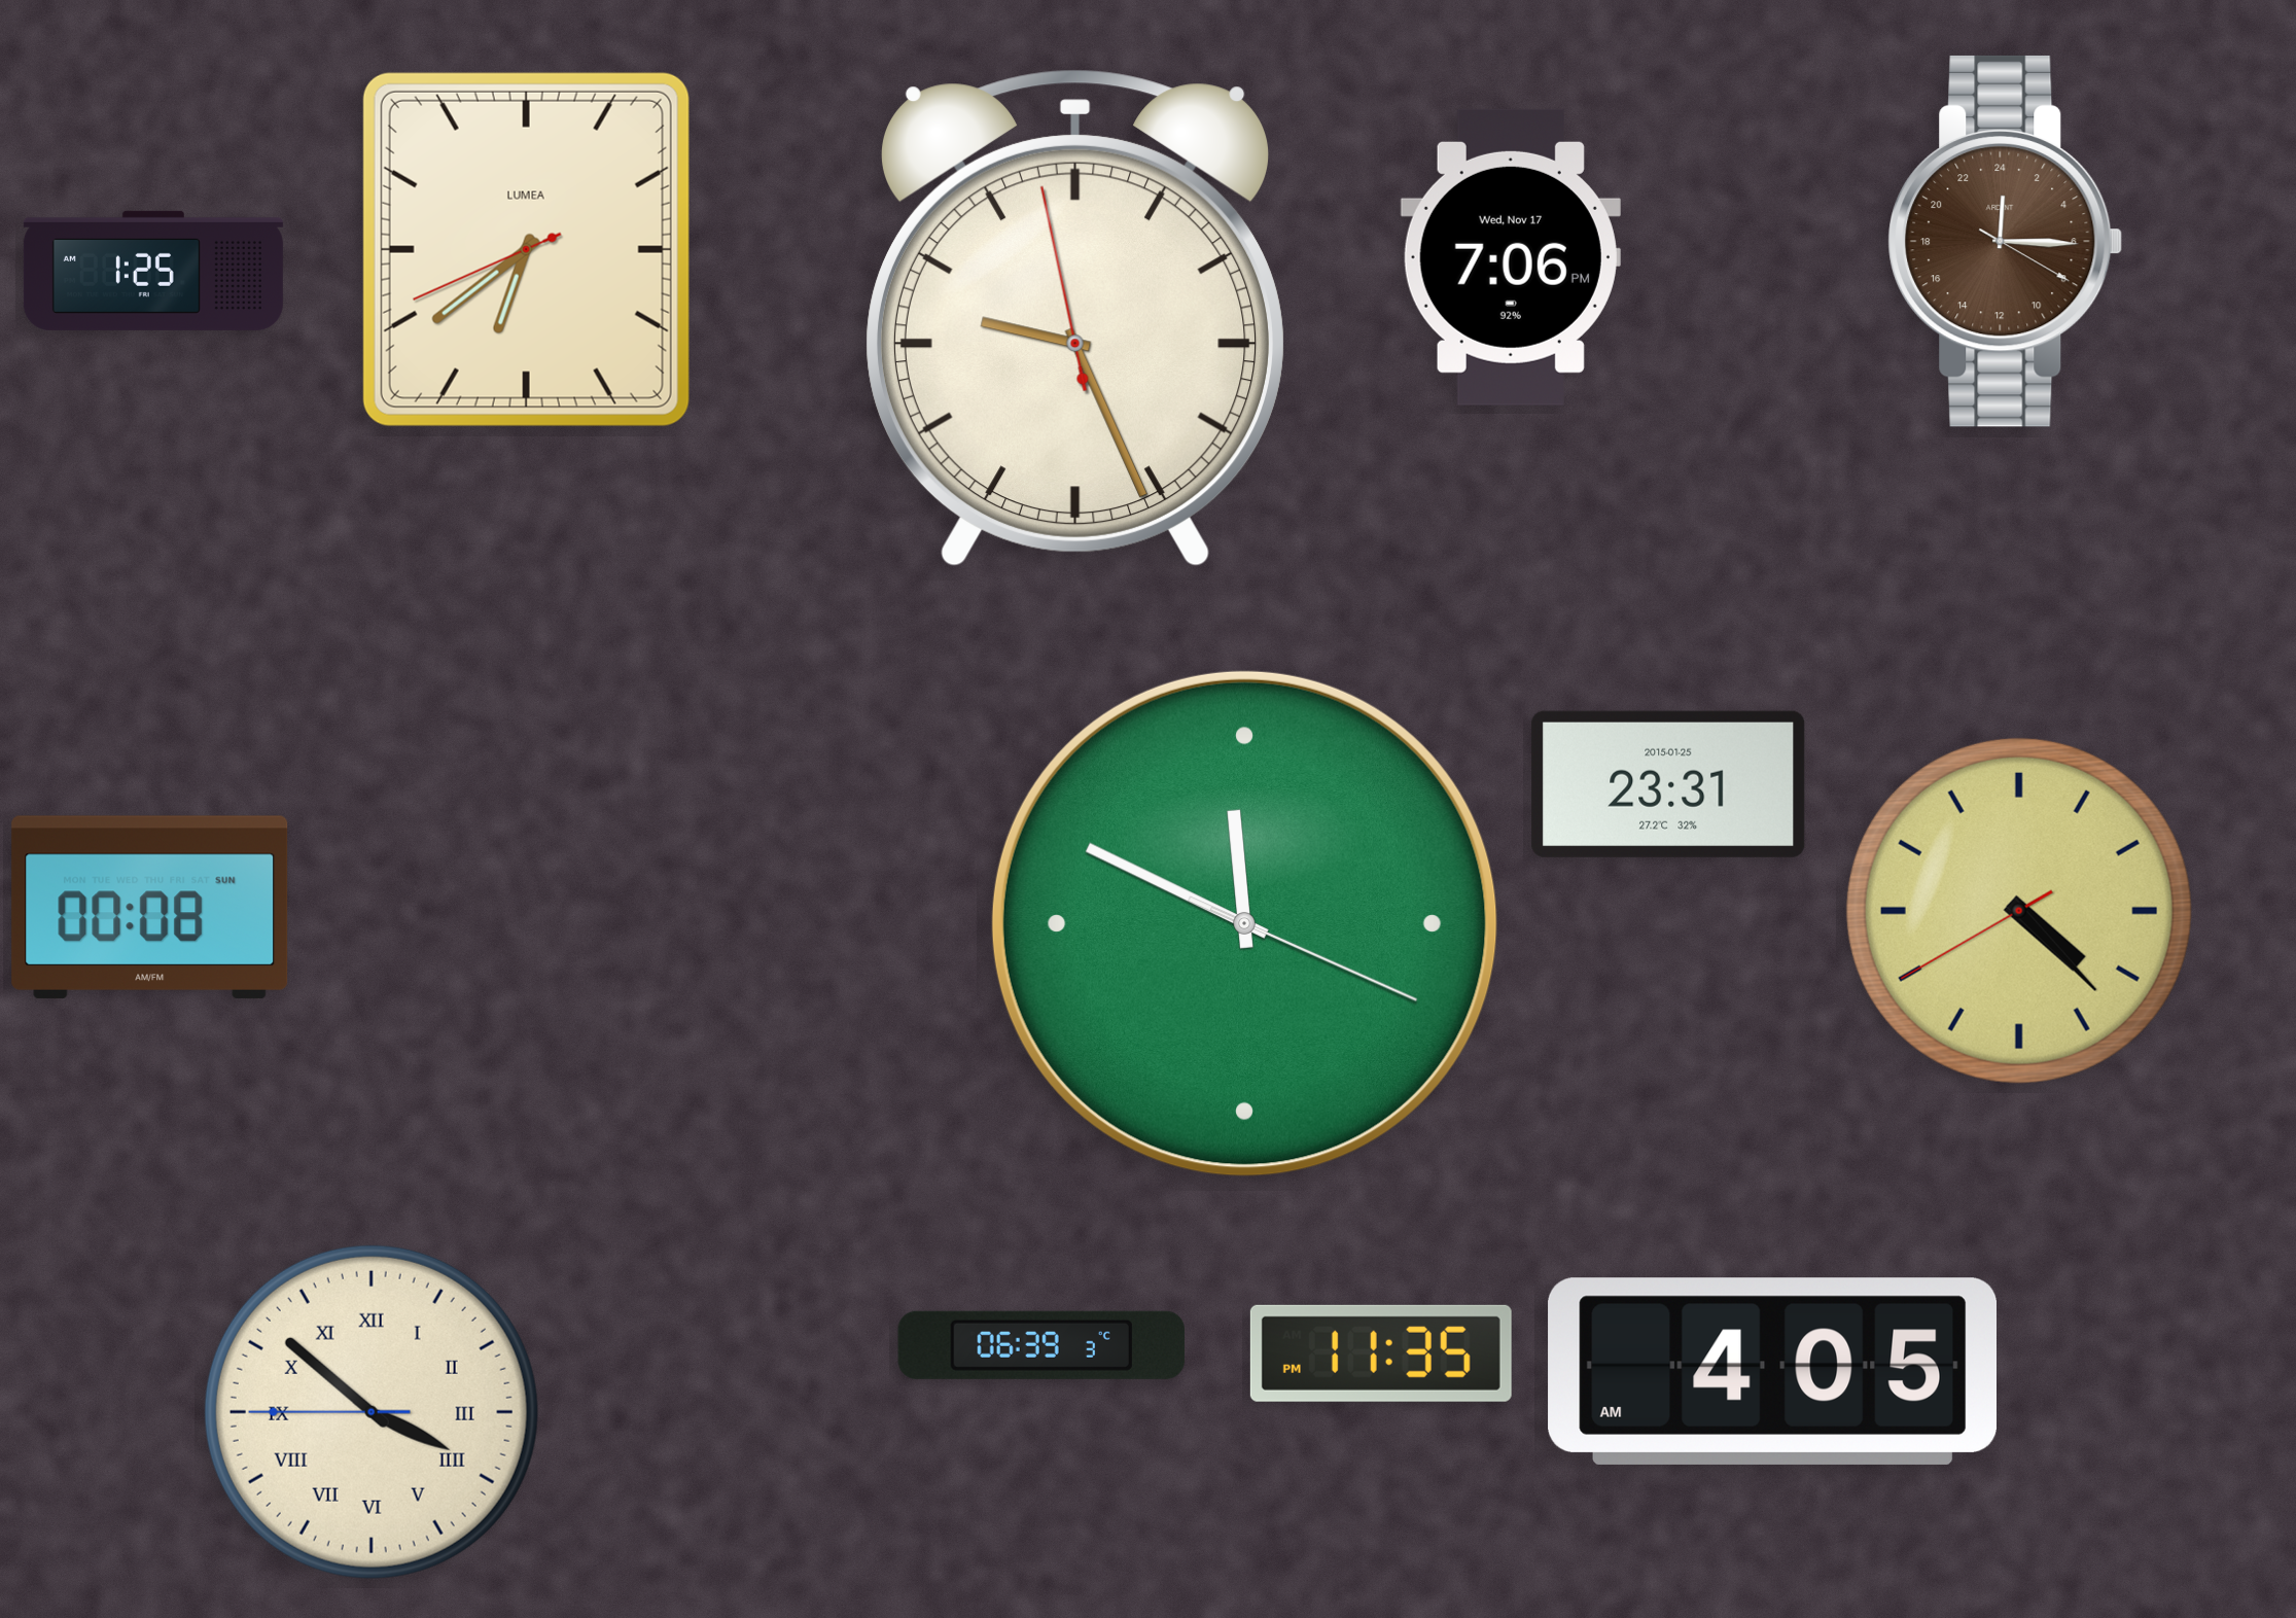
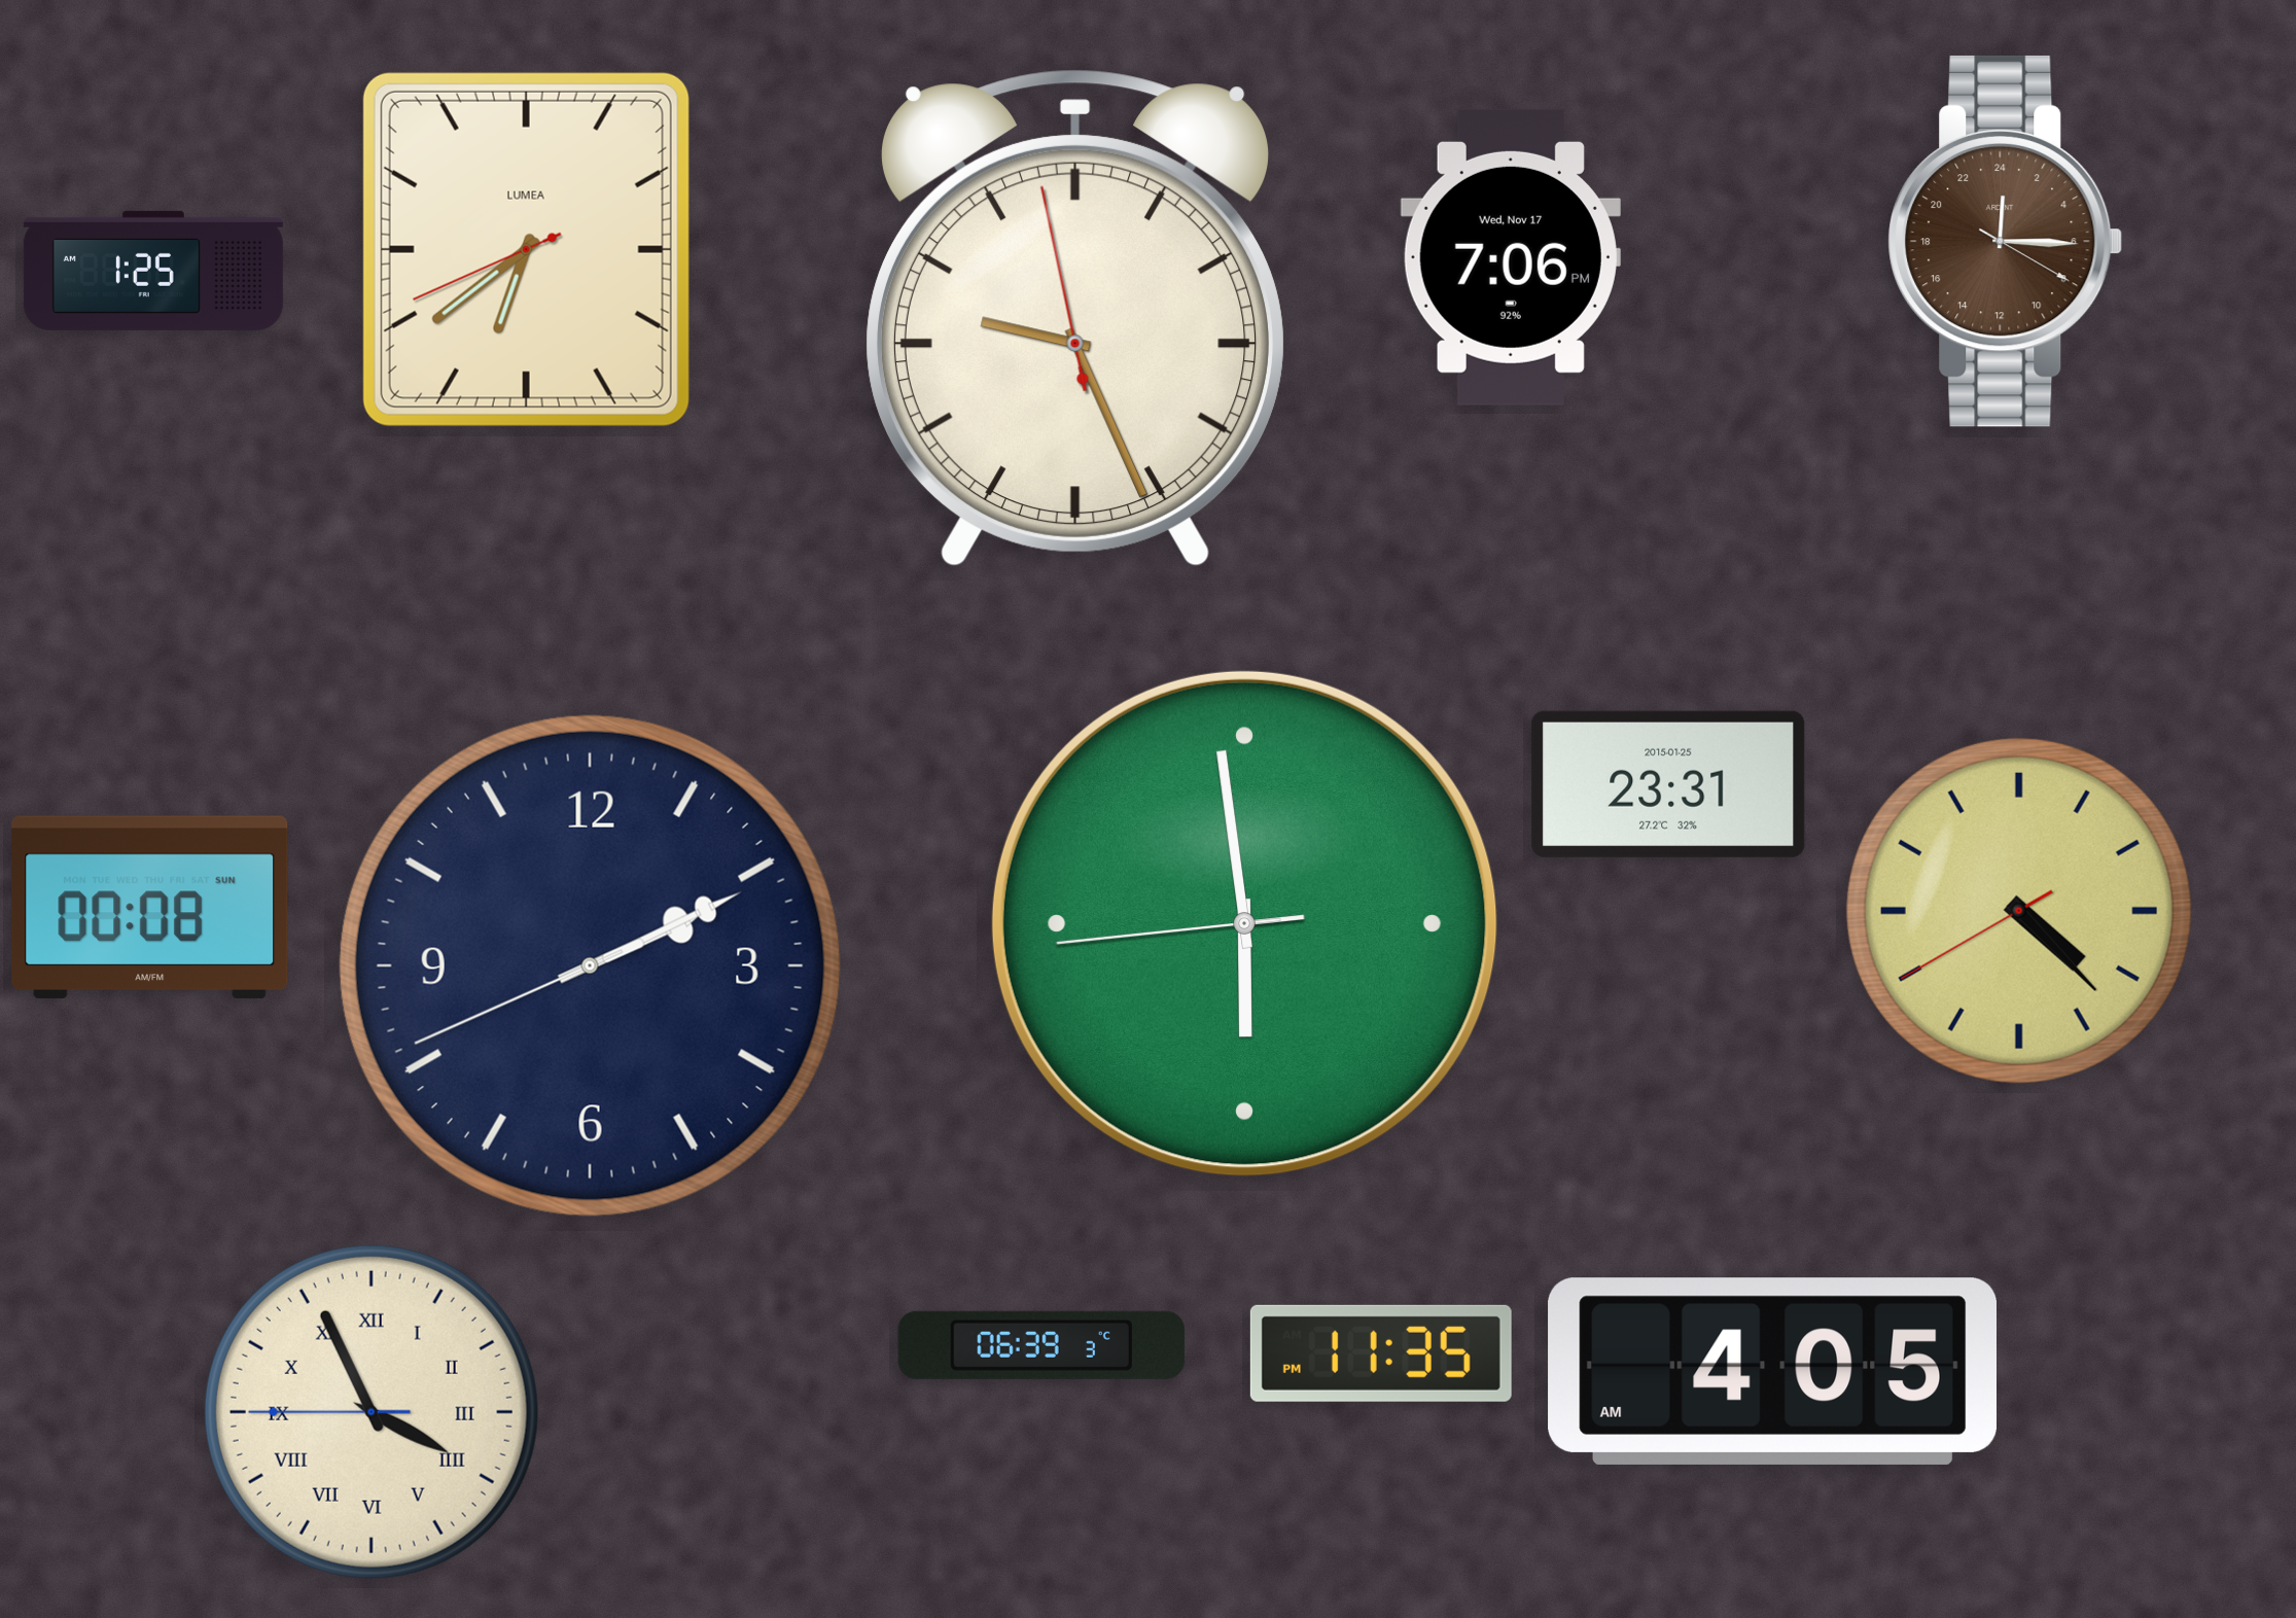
clock at (1244, 923): 11:49 -> 5:58
clock at (590, 965): none -> 2:10
clock at (372, 1412): 3:51 -> 3:55
